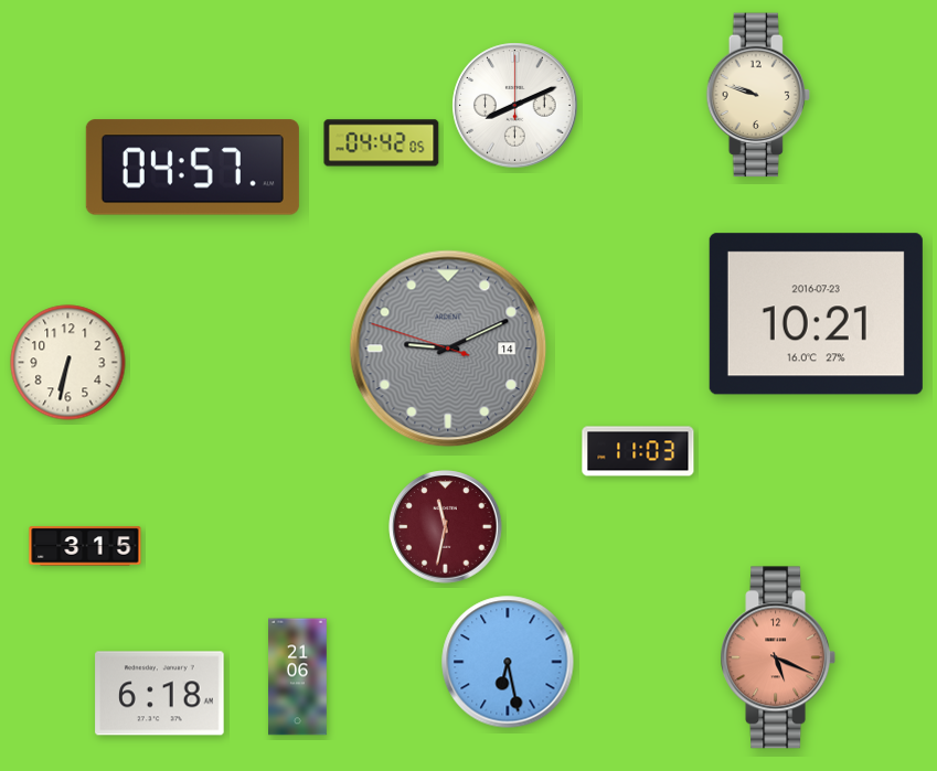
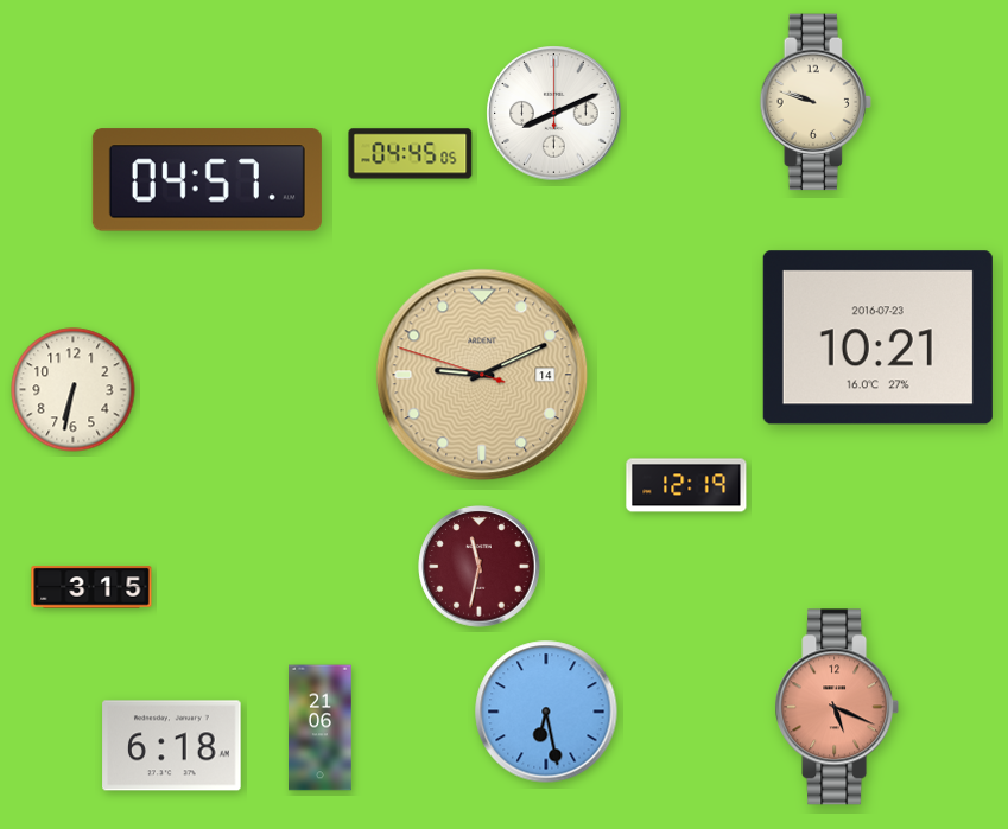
clock at (382, 143): 04:42 -> 04:45
clock at (448, 349) dial: grey -> champagne
clock at (638, 451): 11:03 -> 12:19
